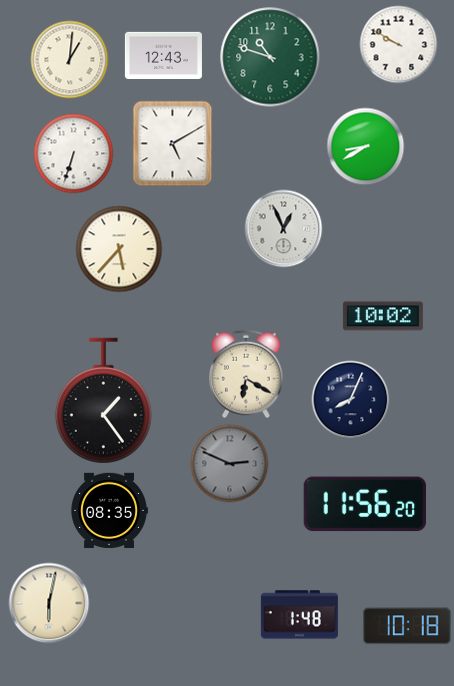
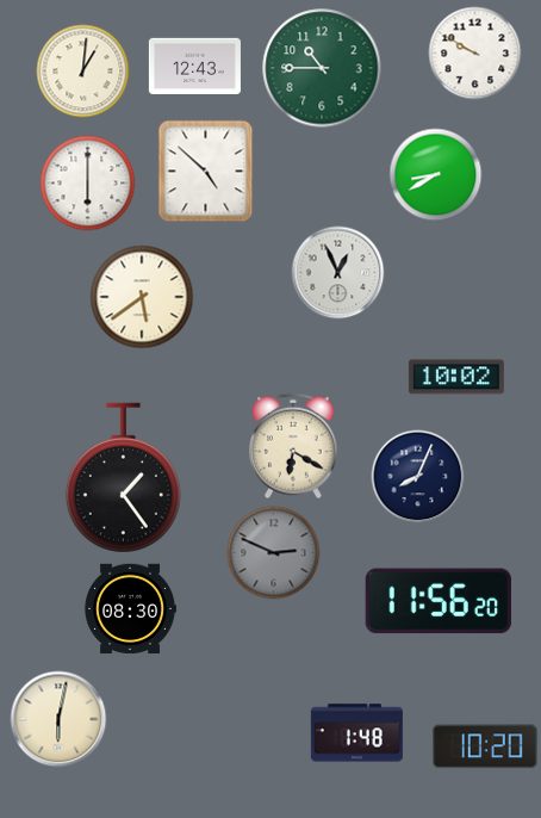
clock at (270, 57): 10:48 -> 10:45
clock at (173, 143): 5:10 -> 4:52
clock at (73, 153): 6:33 -> 6:00
clock at (119, 249): 5:37 -> 5:39
clock at (365, 504) position: (365, 504) -> (439, 601)
clock at (109, 511): 08:35 -> 08:30
clock at (407, 626): 10:18 -> 10:20
